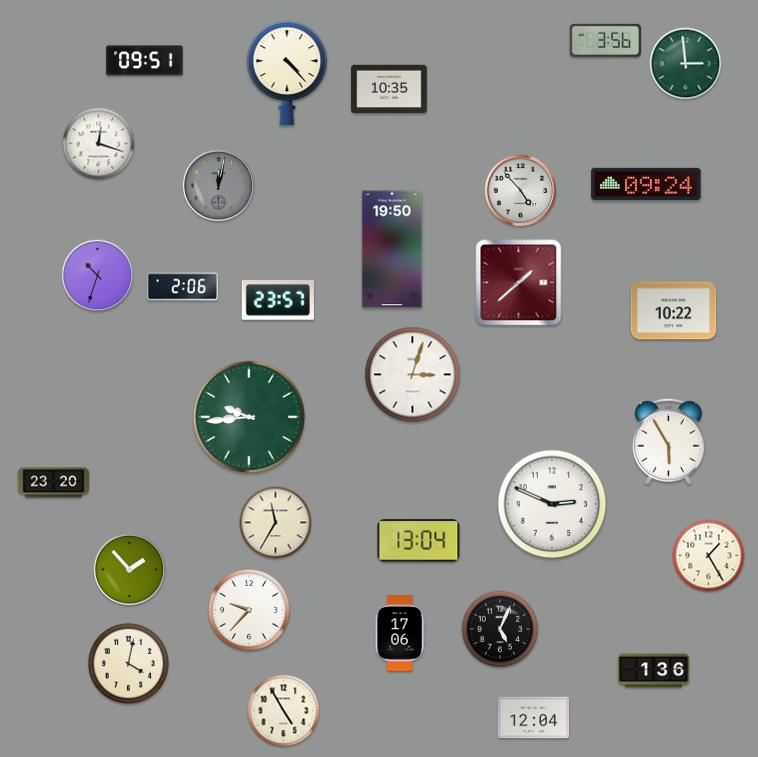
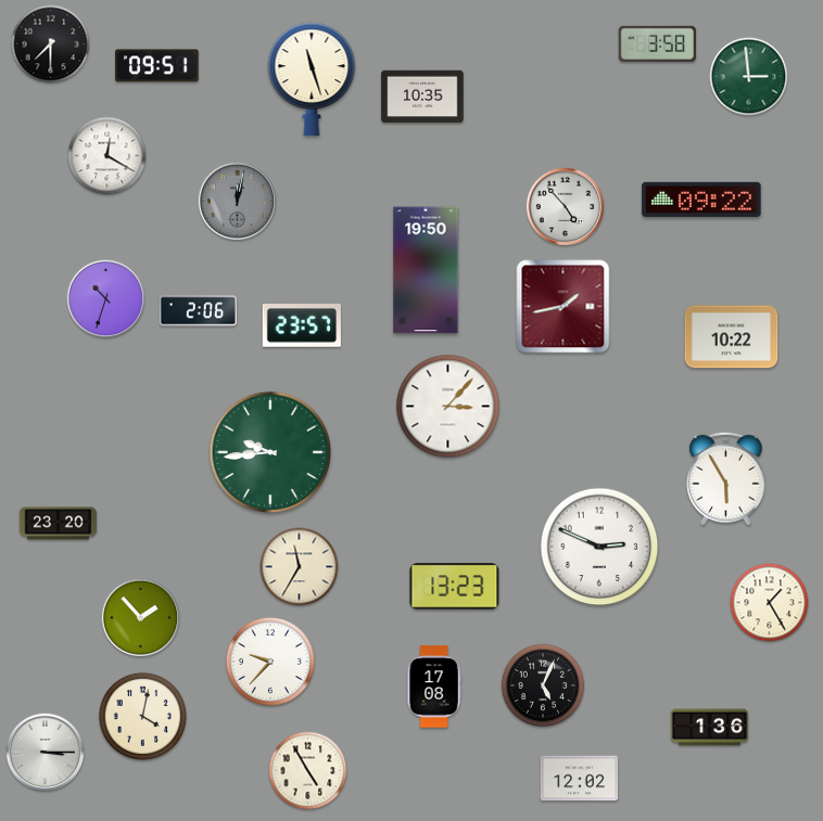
clock at (605, 40): 3:56 -> 3:58
clock at (51, 44): none -> 7:30
clock at (686, 64) position: (686, 64) -> (749, 77)
clock at (287, 73): 4:23 -> 11:27
clock at (99, 144): 12:18 -> 12:20
clock at (646, 184): 09:24 -> 09:22
clock at (519, 283): 1:38 -> 1:43
clock at (413, 375): 3:03 -> 3:07
clock at (419, 541): 13:04 -> 13:23
clock at (500, 629) position: (500, 629) -> (543, 685)
clock at (400, 633): 17:06 -> 17:08
clock at (128, 663) position: (128, 663) -> (142, 716)
clock at (46, 753): none -> 3:15
clock at (534, 718): 12:04 -> 12:02
